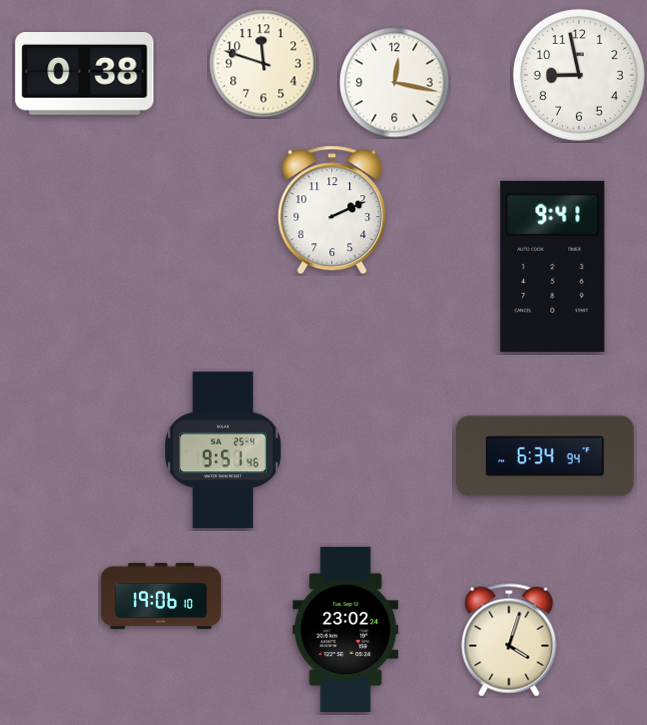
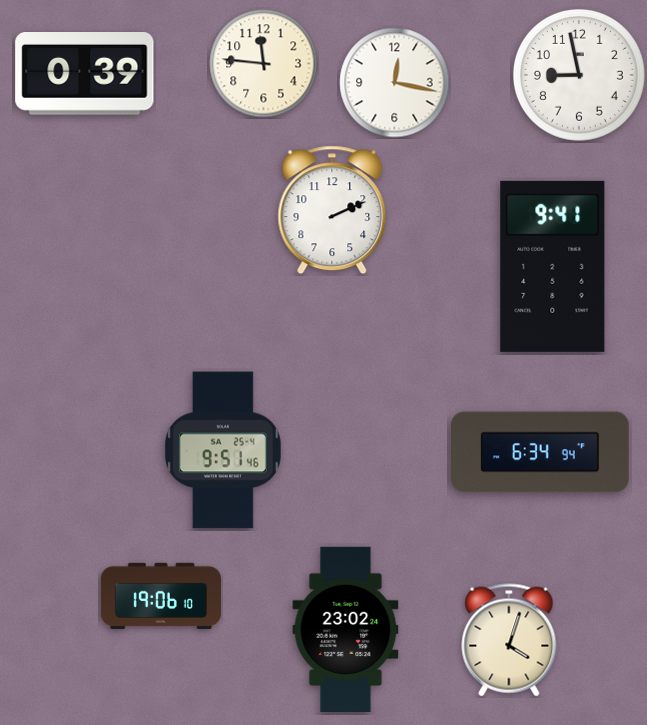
clock at (264, 64): 11:48 -> 11:46
clock at (85, 74): 0:38 -> 0:39
clock at (546, 456) position: (546, 456) -> (541, 452)
